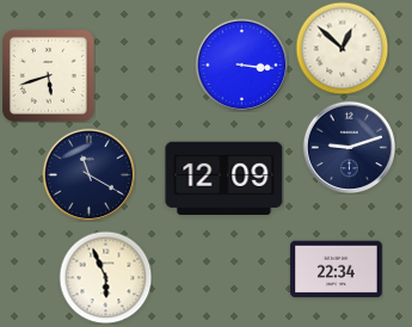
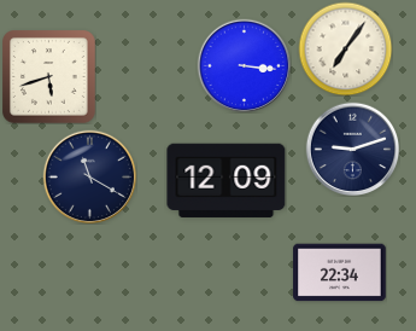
clock at (342, 48): 12:52 -> 7:06
clock at (105, 277): 5:56 -> none
